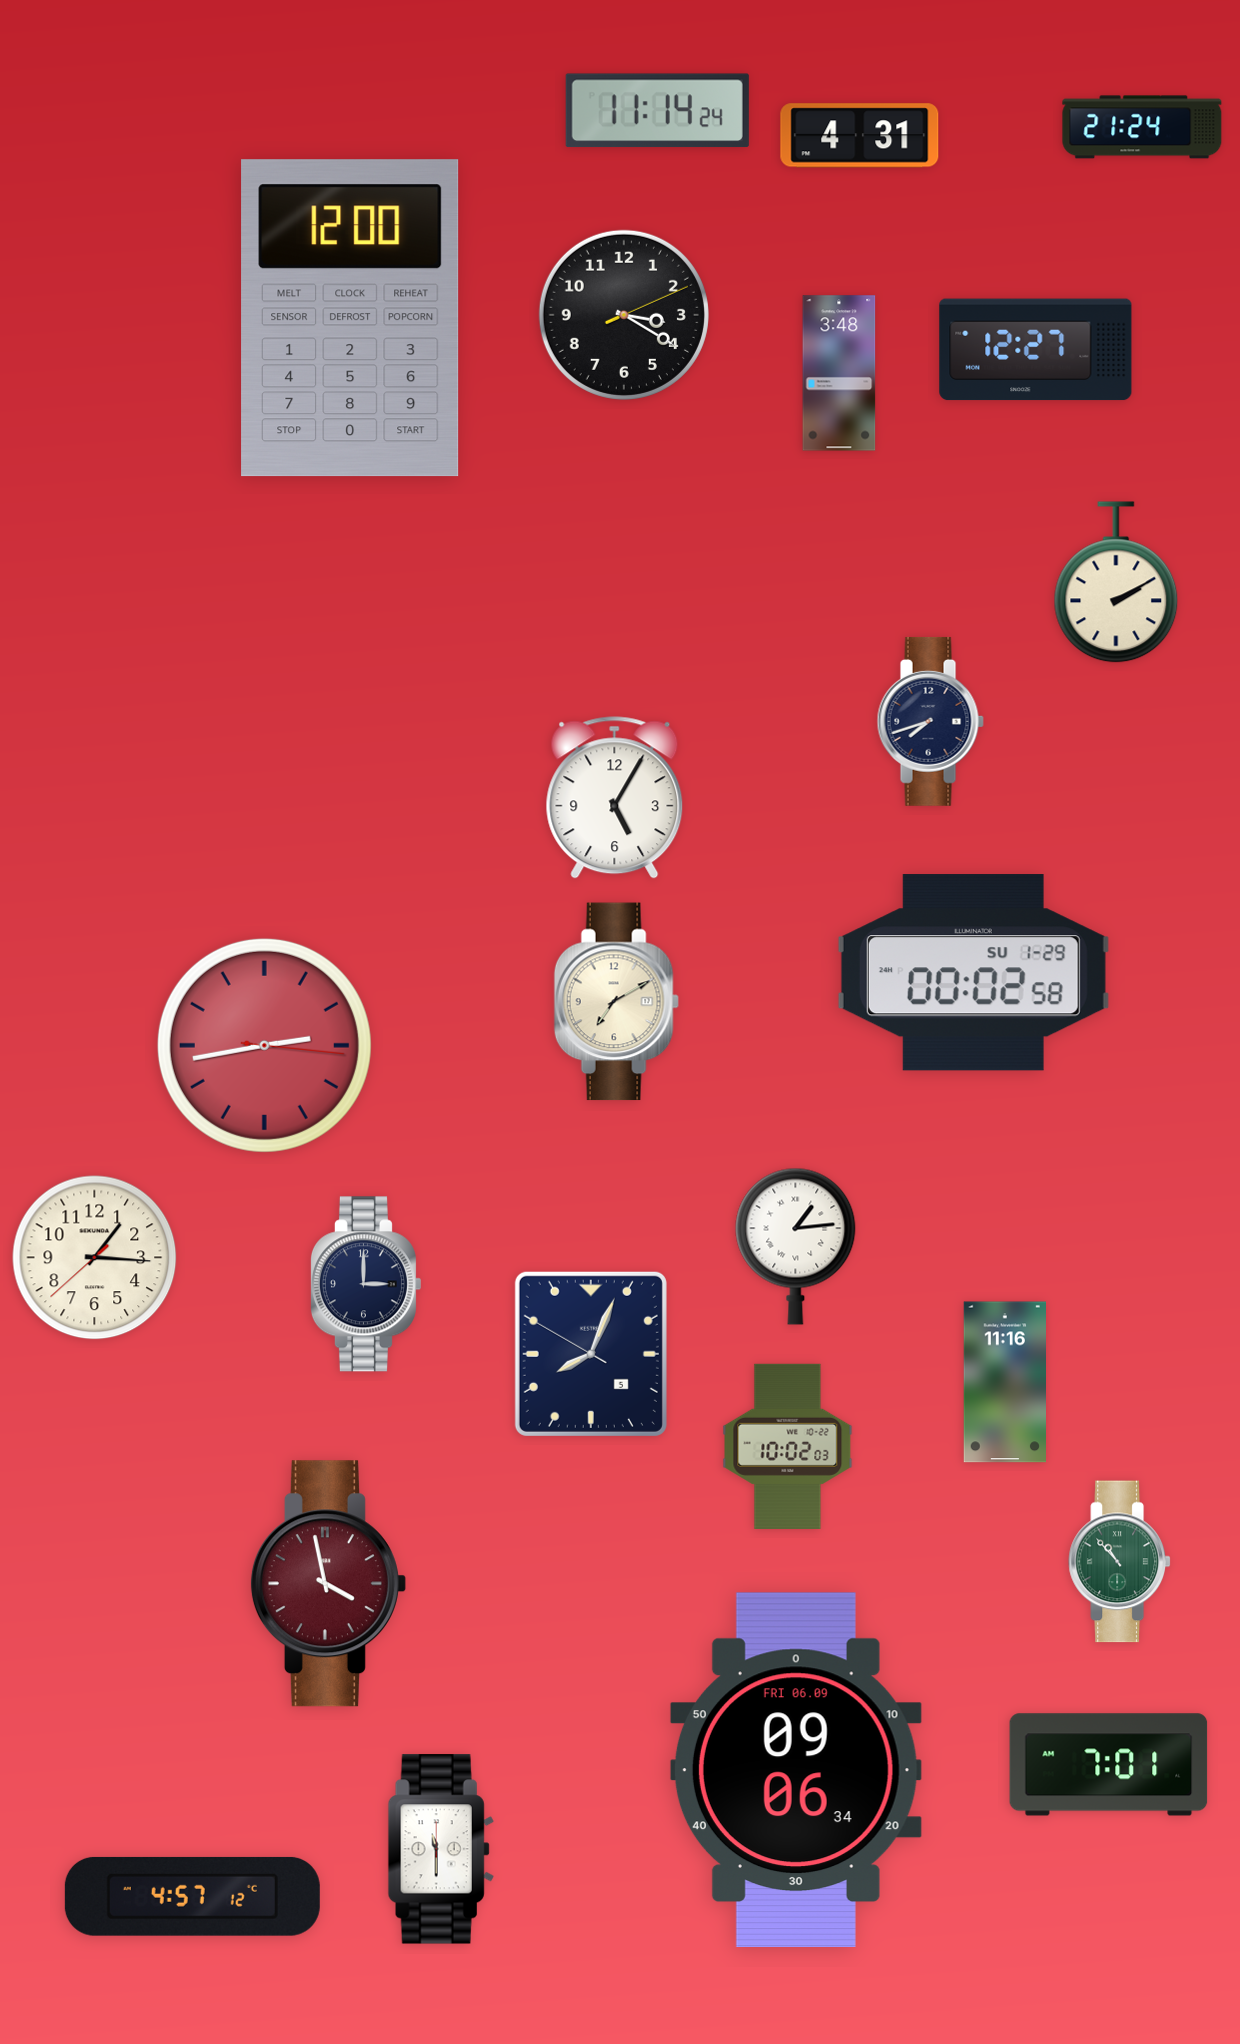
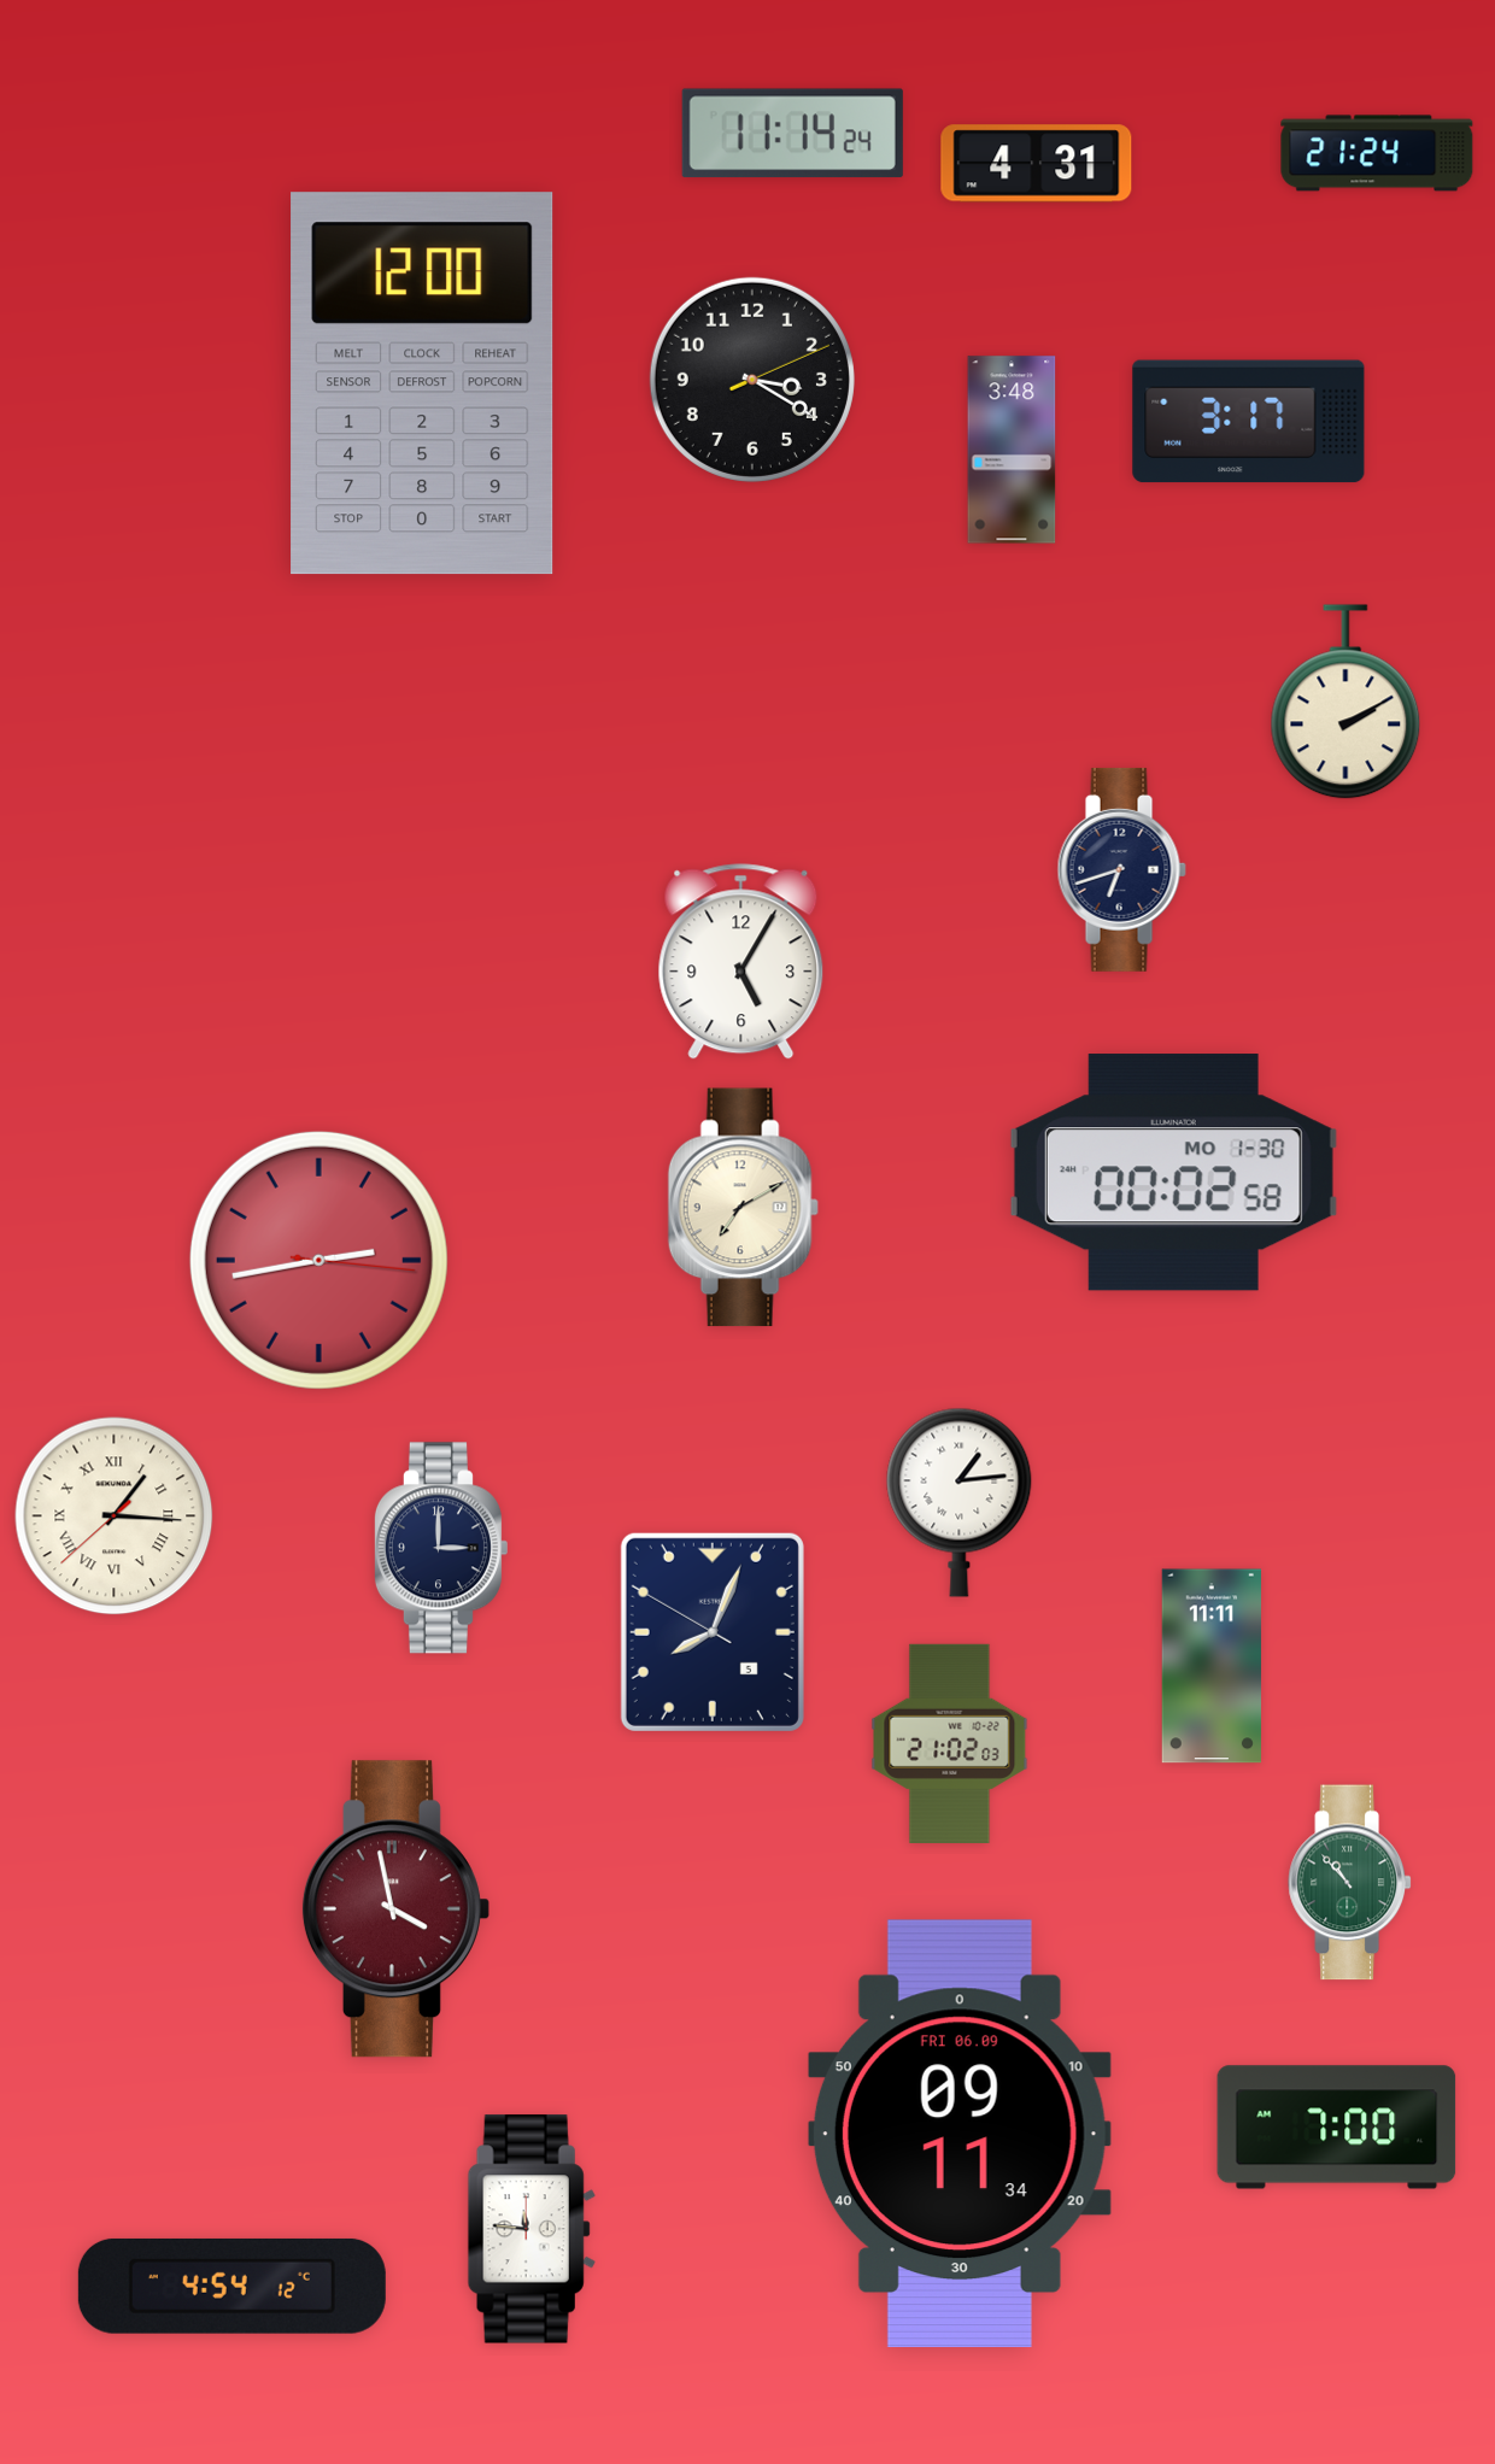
clock at (1036, 350): 12:27 -> 3:17
clock at (930, 721): 7:42 -> 6:42
clock at (973, 973) date: SU 1-29 -> MO 1-30
clock at (95, 1258) numerals: Arabic -> Roman
clock at (1004, 1382): 11:16 -> 11:11
clock at (788, 1446): 10:02 -> 21:02
clock at (1109, 1765): 7:01 -> 7:00
clock at (796, 1769): 09:06 -> 09:11
clock at (441, 1849): 11:30 -> 11:46
clock at (192, 1896): 4:57 -> 4:54
